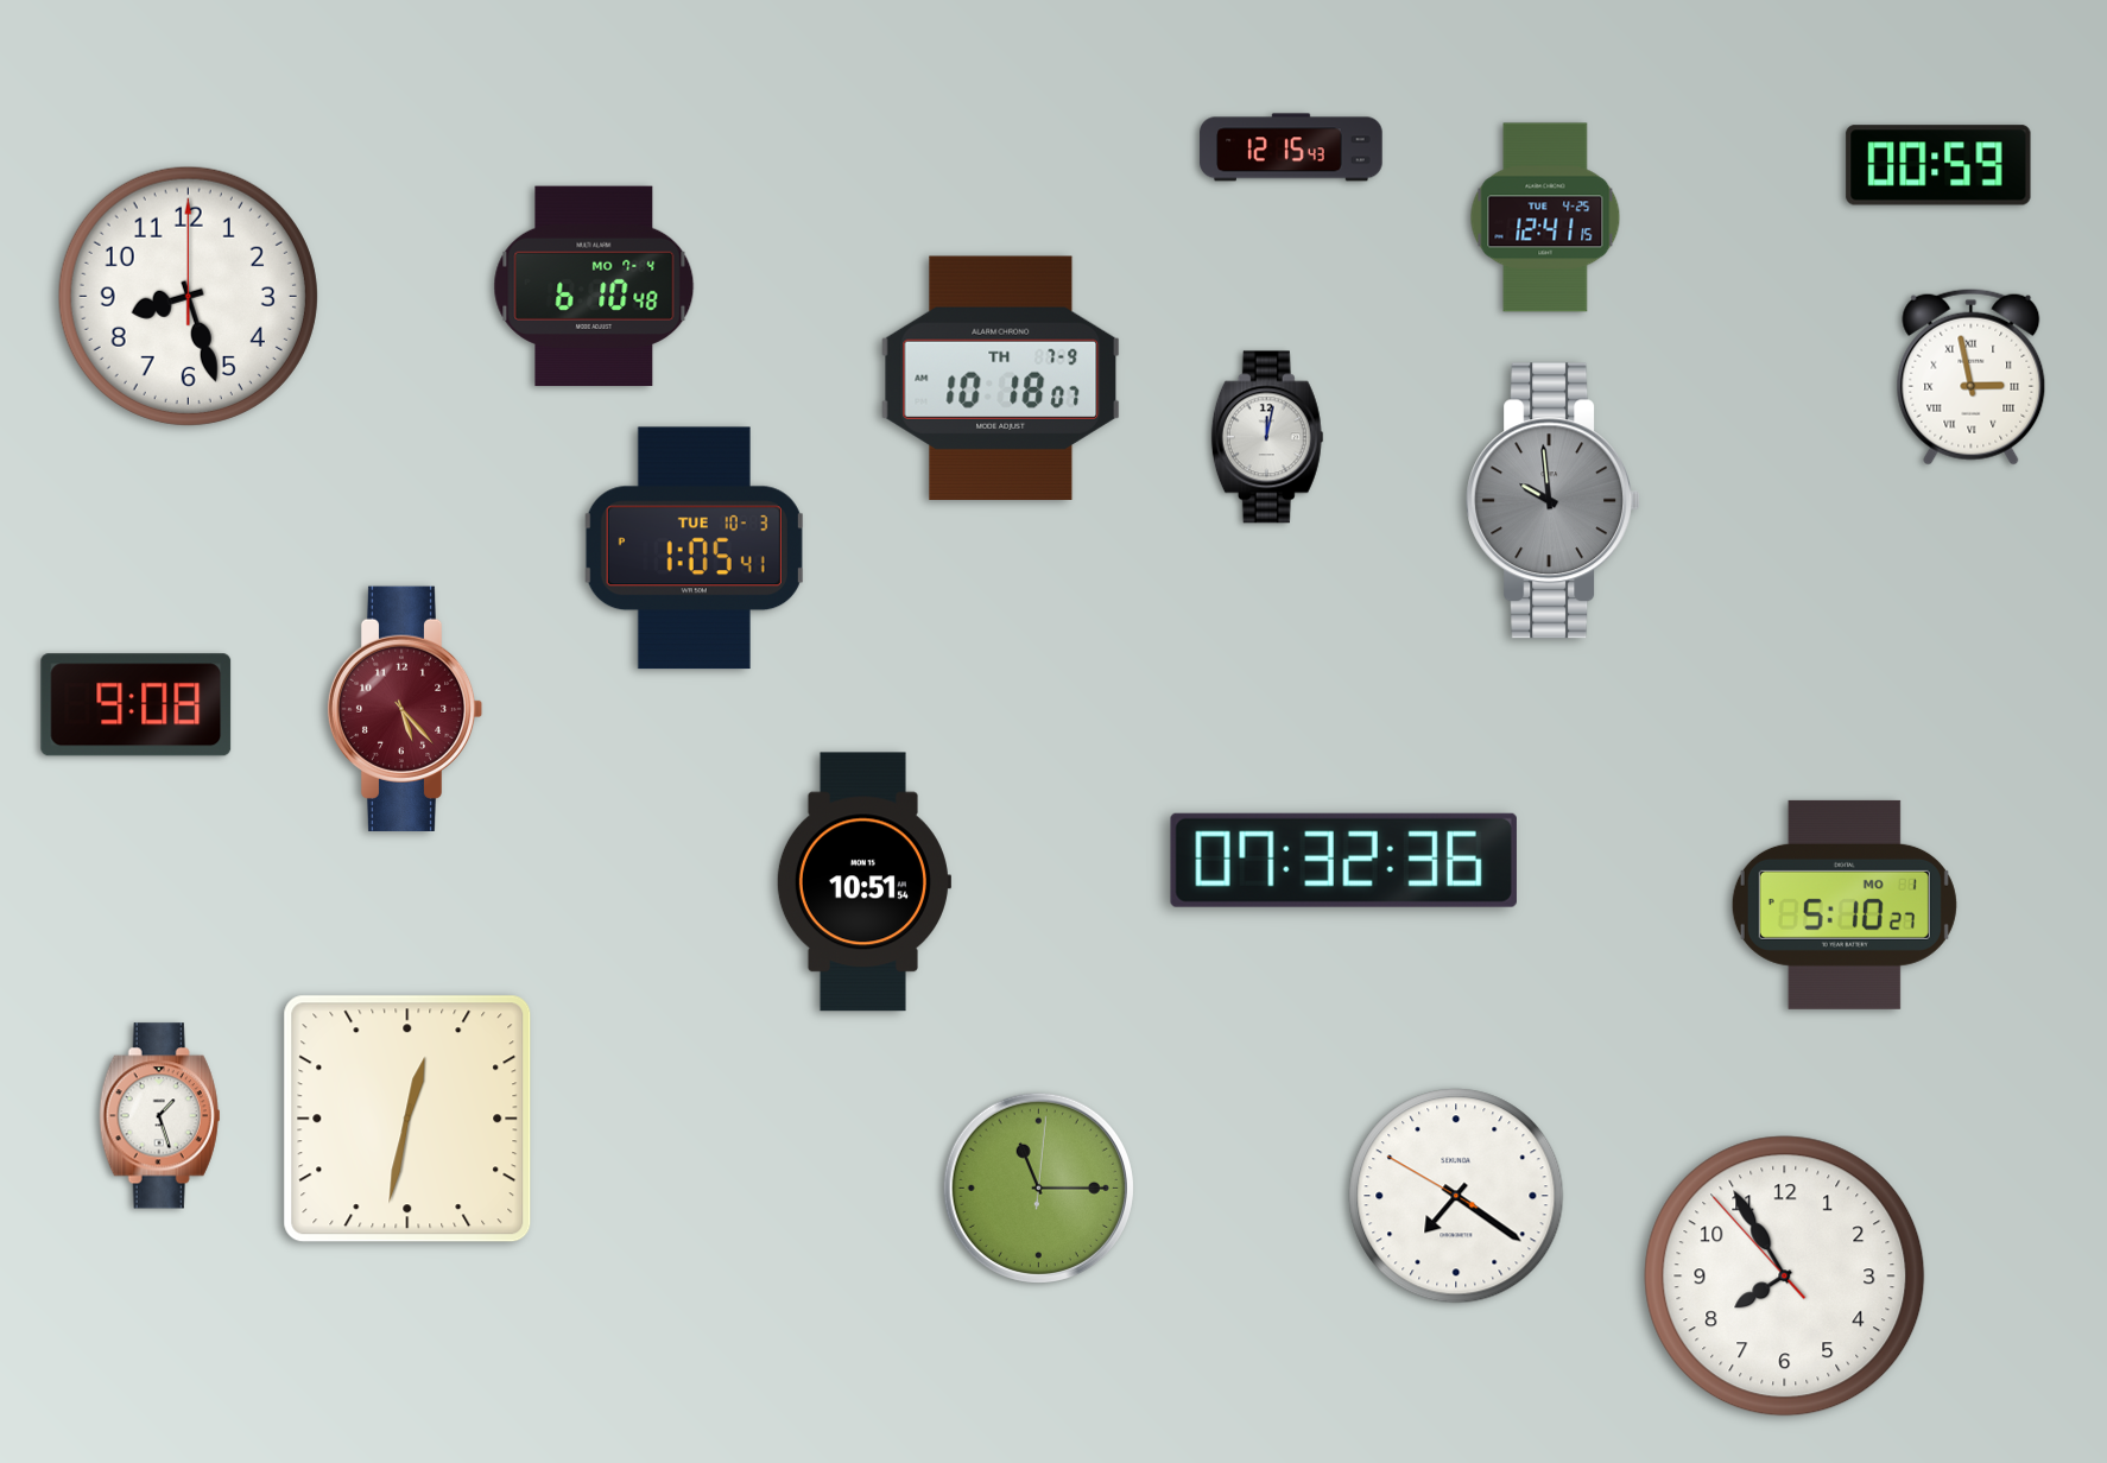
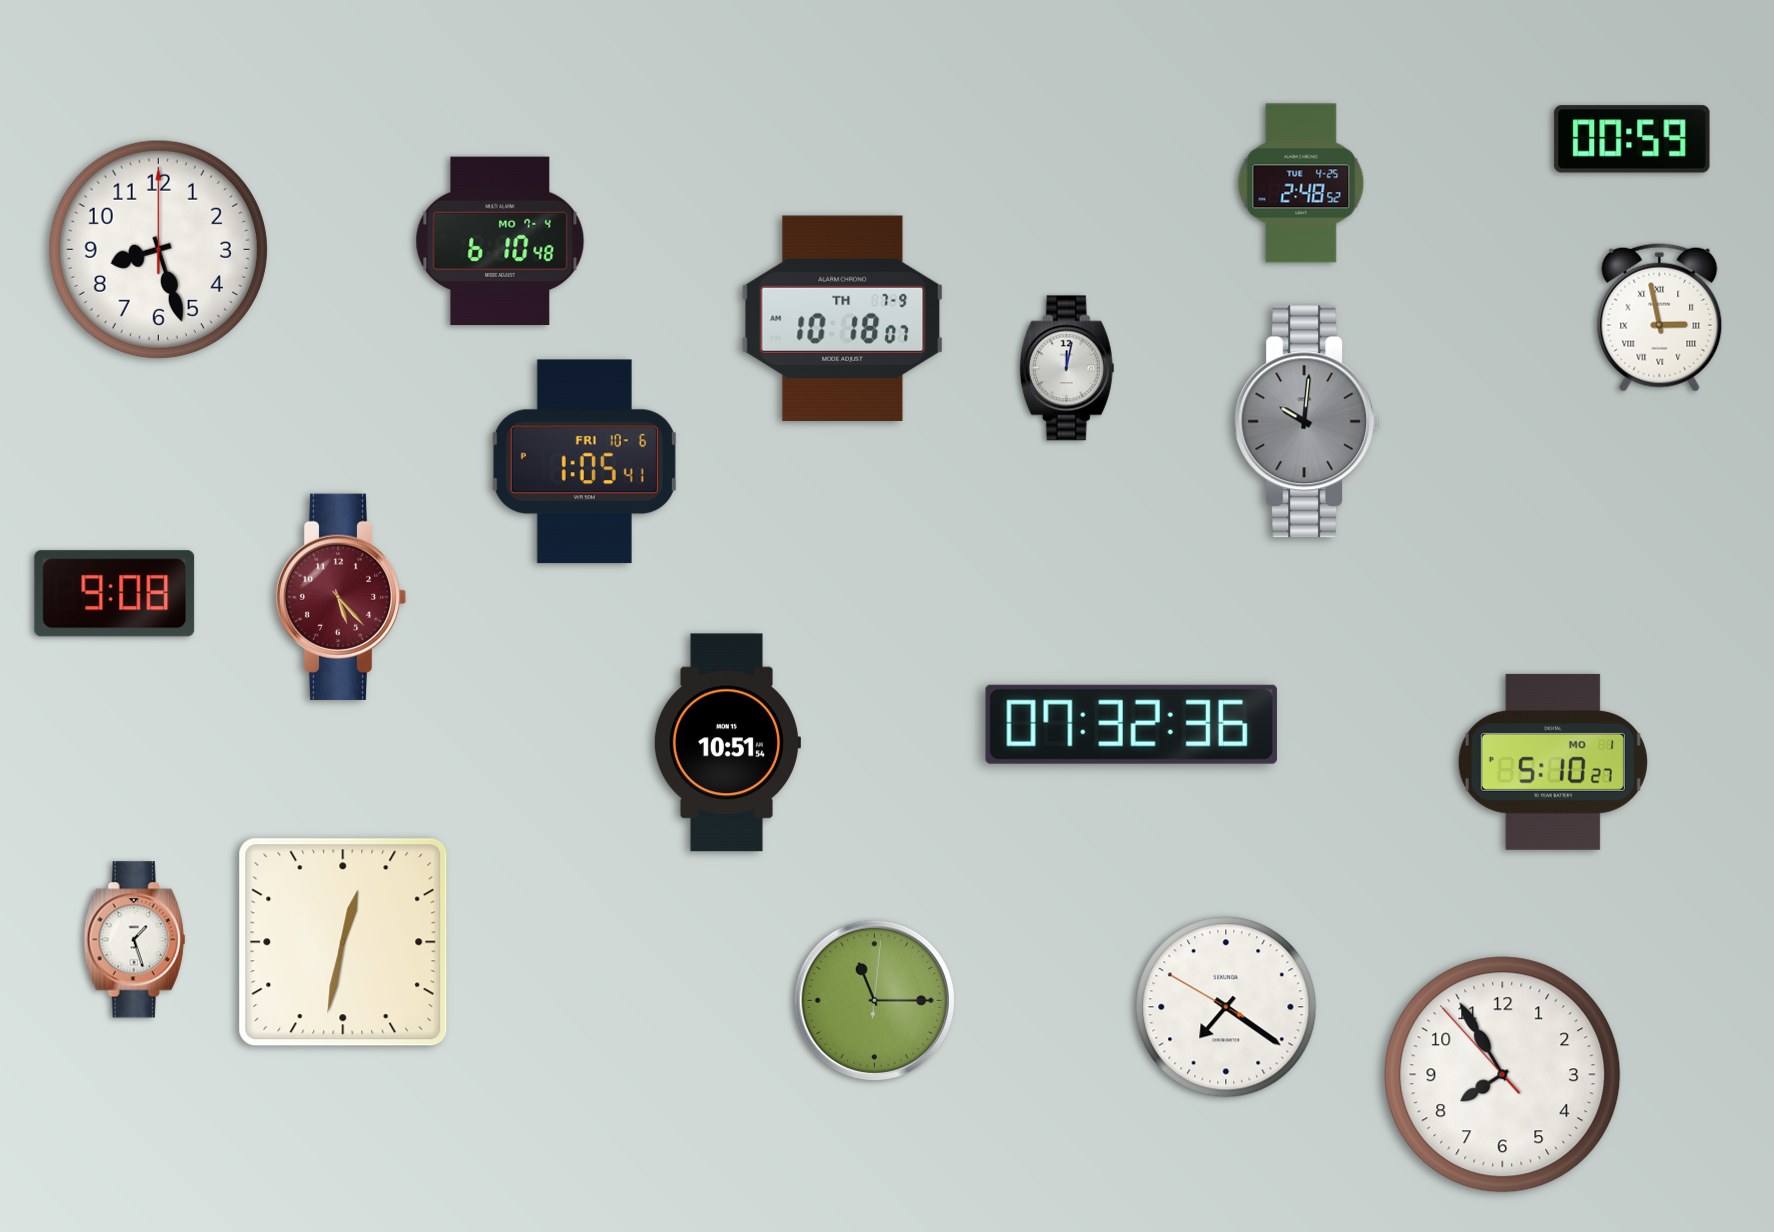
clock at (1291, 147): 12:15 -> none
clock at (1545, 217): 12:41 -> 2:48
clock at (1554, 501): 9:59 -> 10:01
clock at (694, 549) date: TUE 10-3 -> FRI 10-6
